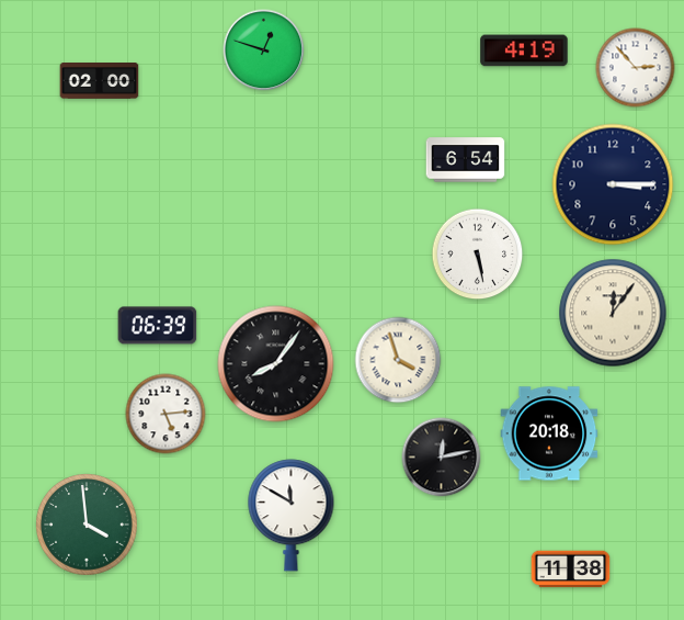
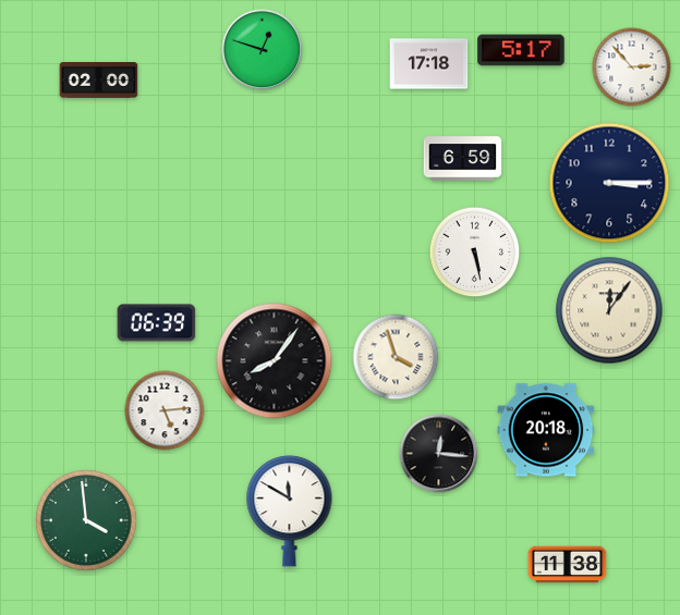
clock at (524, 50): 4:19 -> 5:17
clock at (429, 64): none -> 17:18
clock at (466, 160): 6:54 -> 6:59
clock at (442, 458): 12:13 -> 12:16
